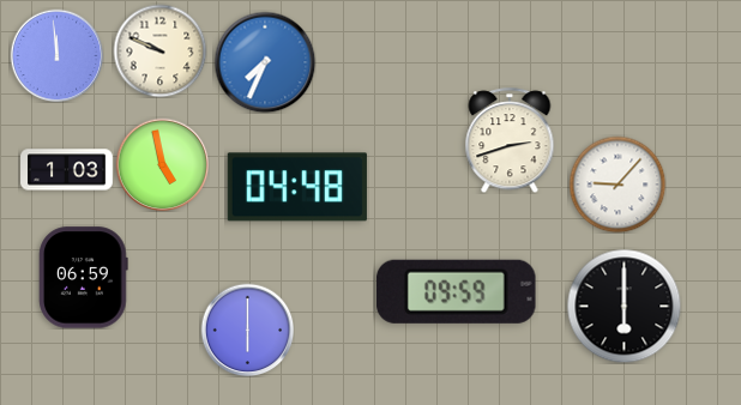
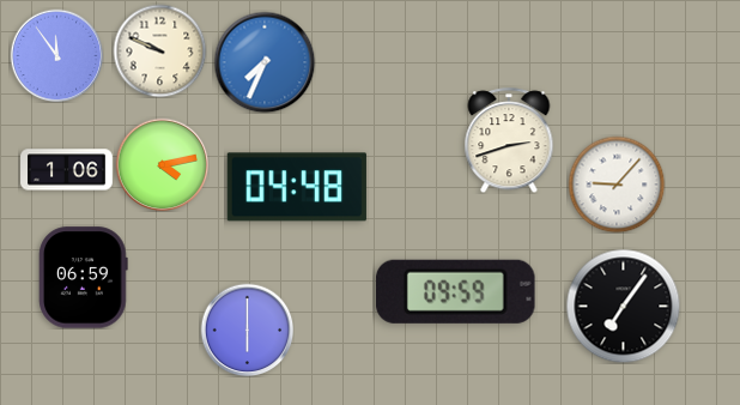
clock at (56, 55): 11:59 -> 11:54
clock at (162, 164): 4:58 -> 4:13
clock at (67, 170): 1:03 -> 1:06
clock at (623, 306): 6:00 -> 7:06
